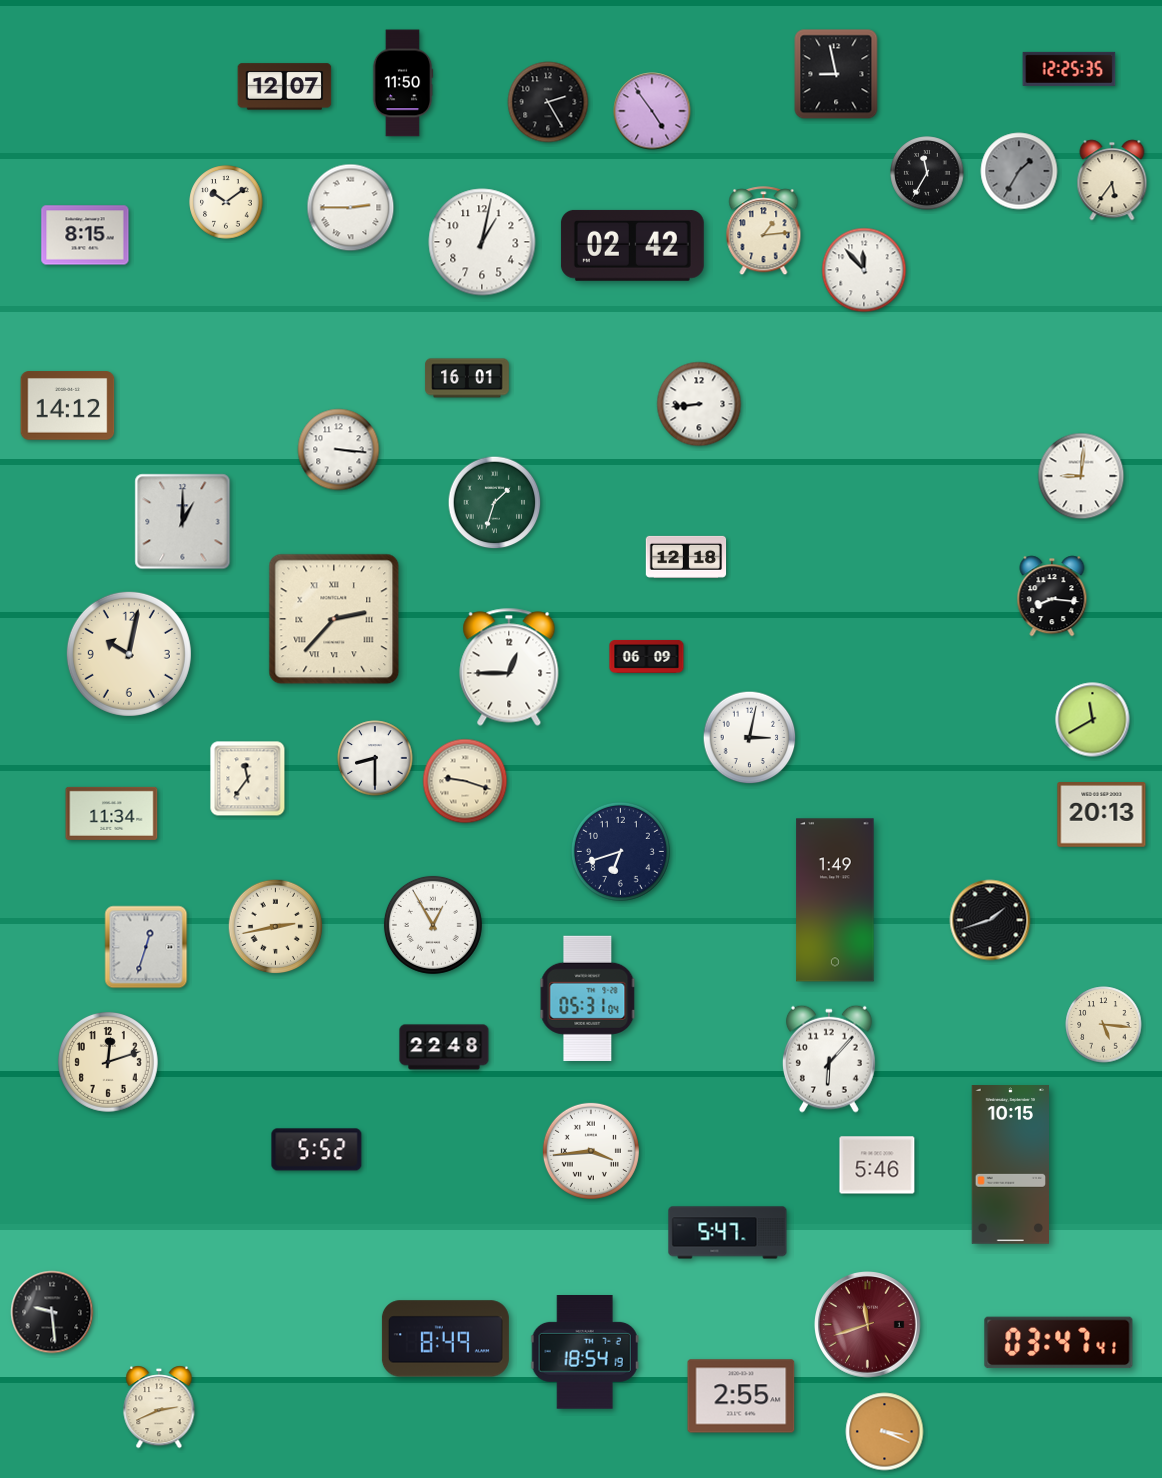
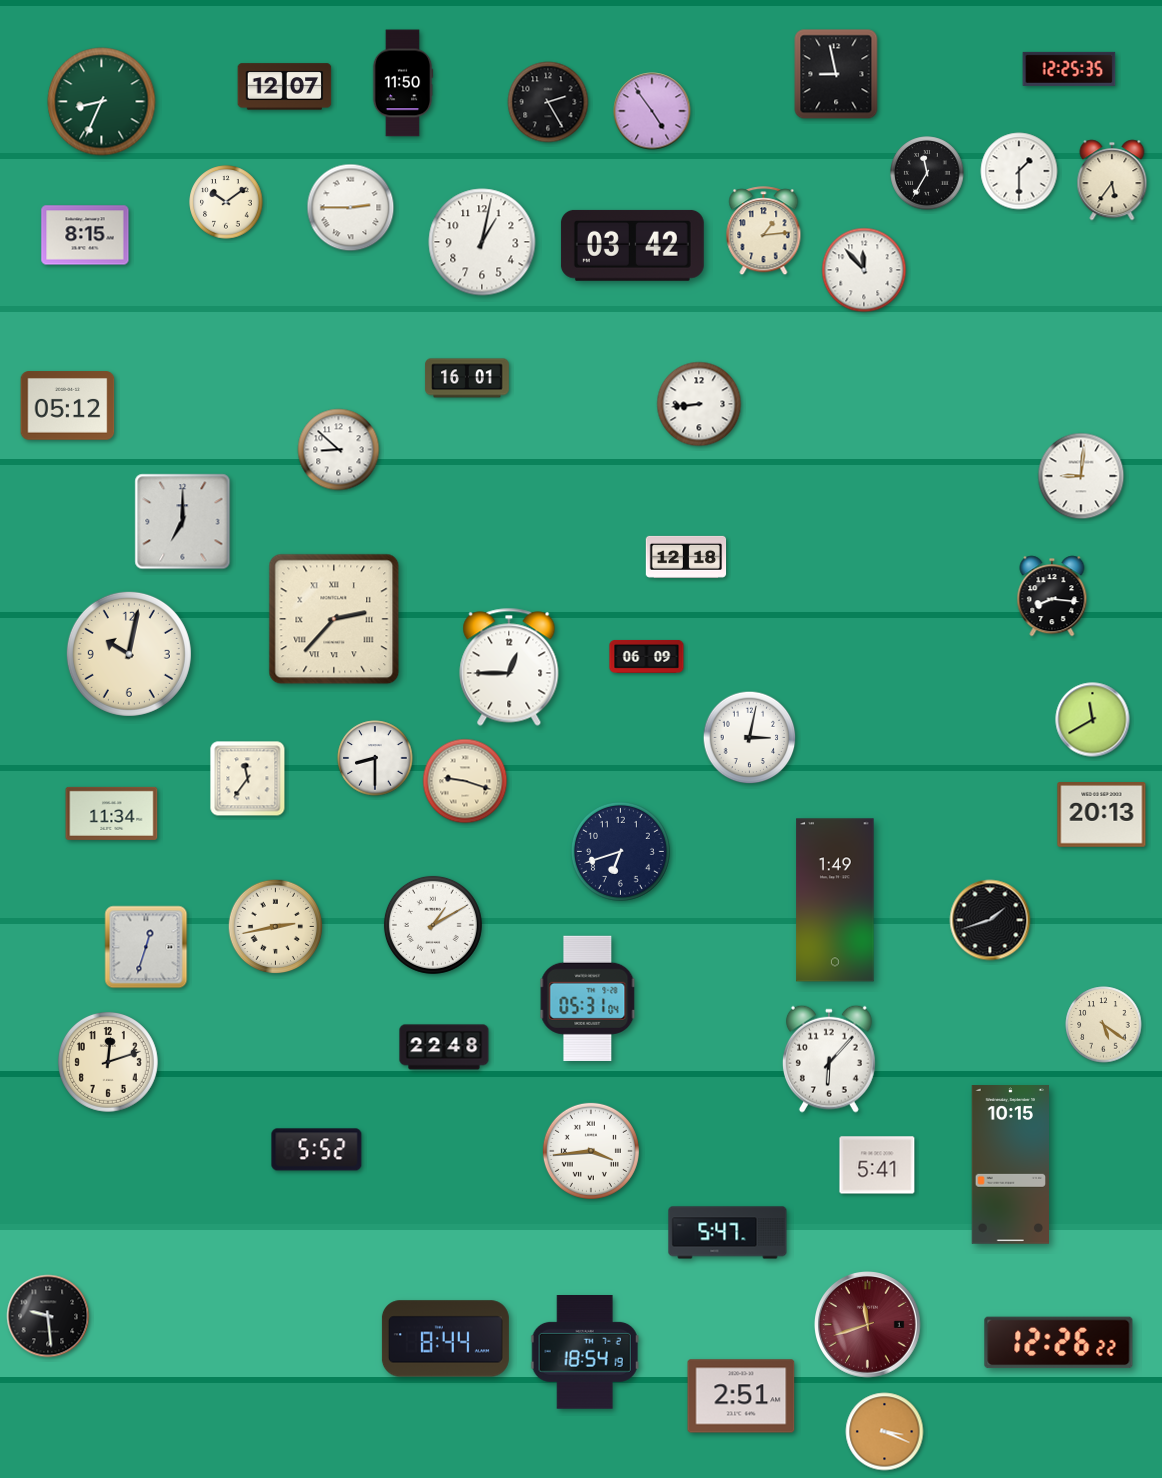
clock at (102, 102): none -> 8:34
clock at (1019, 171): 1:35 -> 1:30
clock at (1019, 171) dial: grey -> white
clock at (632, 245): 02:42 -> 03:42
clock at (68, 406): 14:12 -> 05:12
clock at (339, 450): 3:16 -> 8:52
clock at (495, 503): 1:33 -> none
clock at (183, 522): 1:00 -> 7:00
clock at (433, 925): 12:55 -> 1:10
clock at (1104, 1025): 5:16 -> 5:21
clock at (877, 1165): 5:46 -> 5:41
clock at (52, 1312) position: (52, 1312) -> (48, 1316)
clock at (445, 1339): 8:49 -> 8:44
clock at (1059, 1343): 03:47 -> 12:26
clock at (741, 1396): 2:55 -> 2:51
clock at (159, 1408): 2:41 -> none
